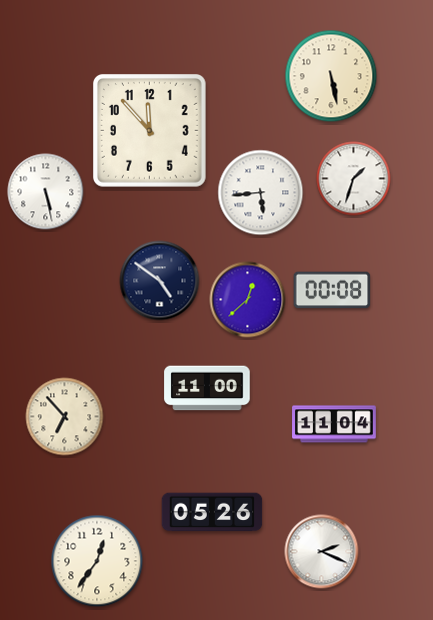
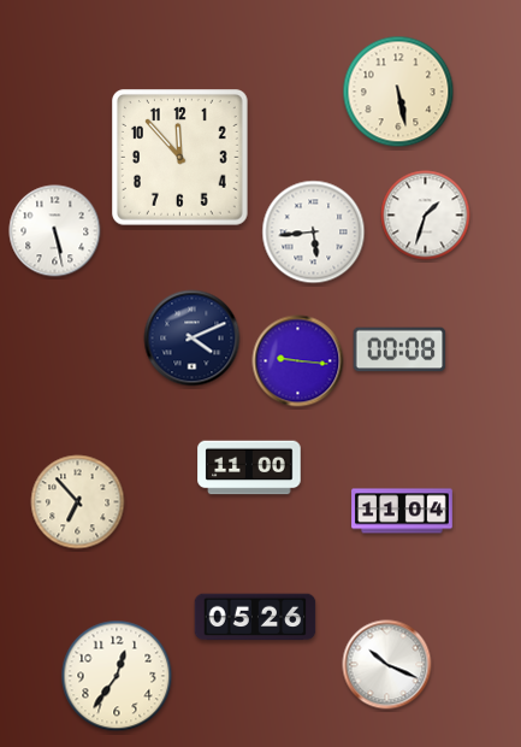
clock at (160, 281): 4:51 -> 4:11
clock at (248, 300): 12:38 -> 9:16
clock at (322, 552): 2:19 -> 10:19
